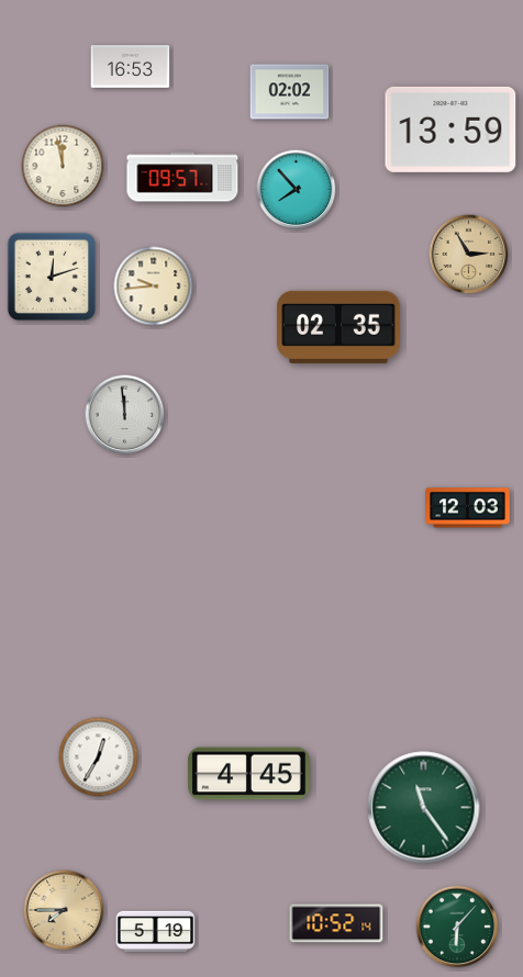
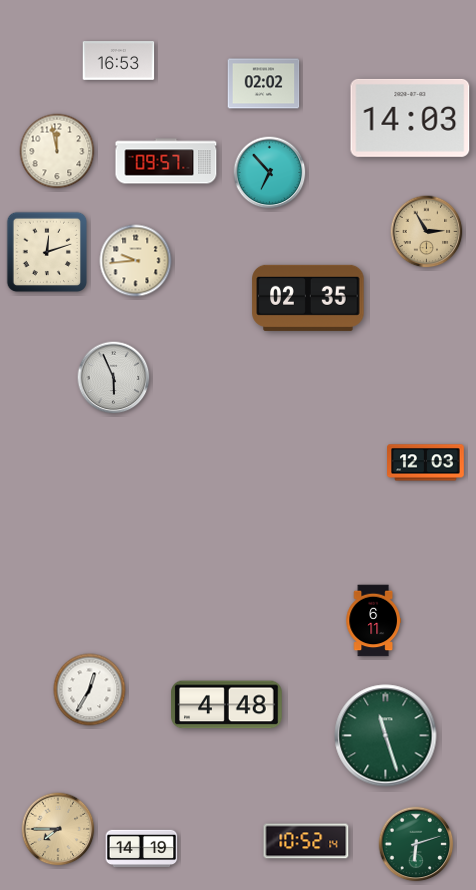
clock at (450, 130): 13:59 -> 14:03
clock at (297, 190): 7:53 -> 6:53
clock at (154, 287) position: (154, 287) -> (136, 261)
clock at (125, 415): 11:59 -> 5:56
clock at (373, 621): none -> 6:11
clock at (249, 774): 4:45 -> 4:48
clock at (424, 808): 11:24 -> 11:27
clock at (457, 927): 6:07 -> 6:12
clock at (156, 932): 5:19 -> 14:19
